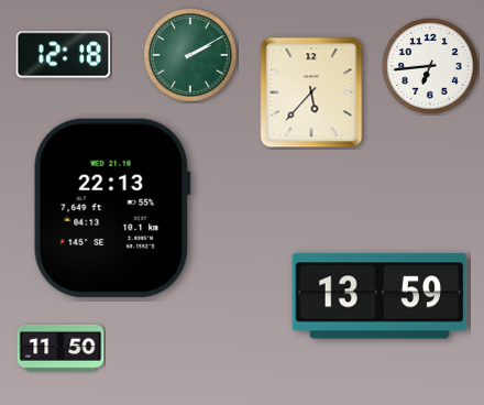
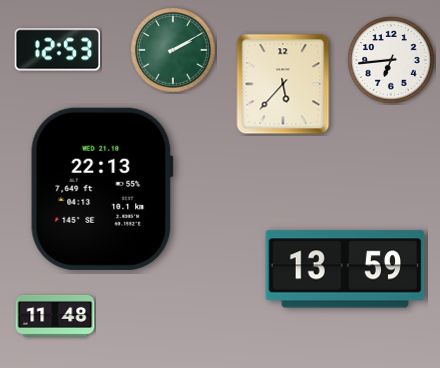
clock at (64, 55): 12:18 -> 12:53
clock at (61, 348): 11:50 -> 11:48
